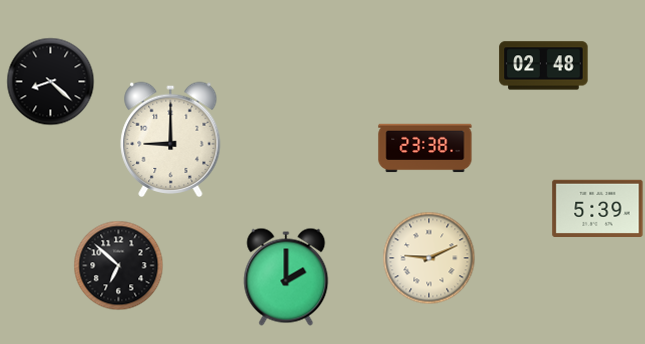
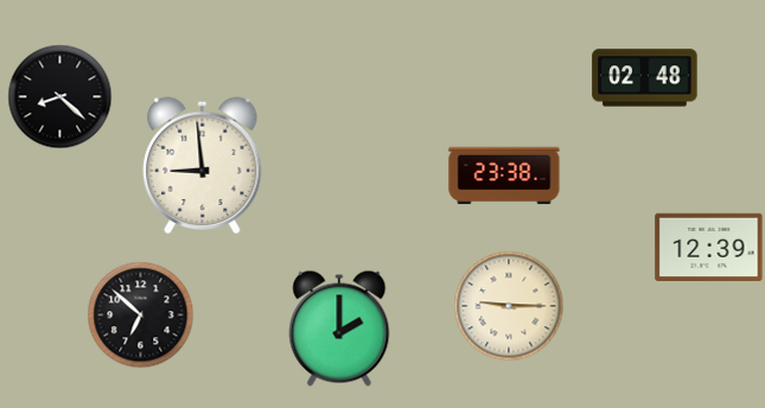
clock at (171, 139): 9:00 -> 8:59
clock at (598, 208): 5:39 -> 12:39
clock at (429, 258): 9:11 -> 9:15
